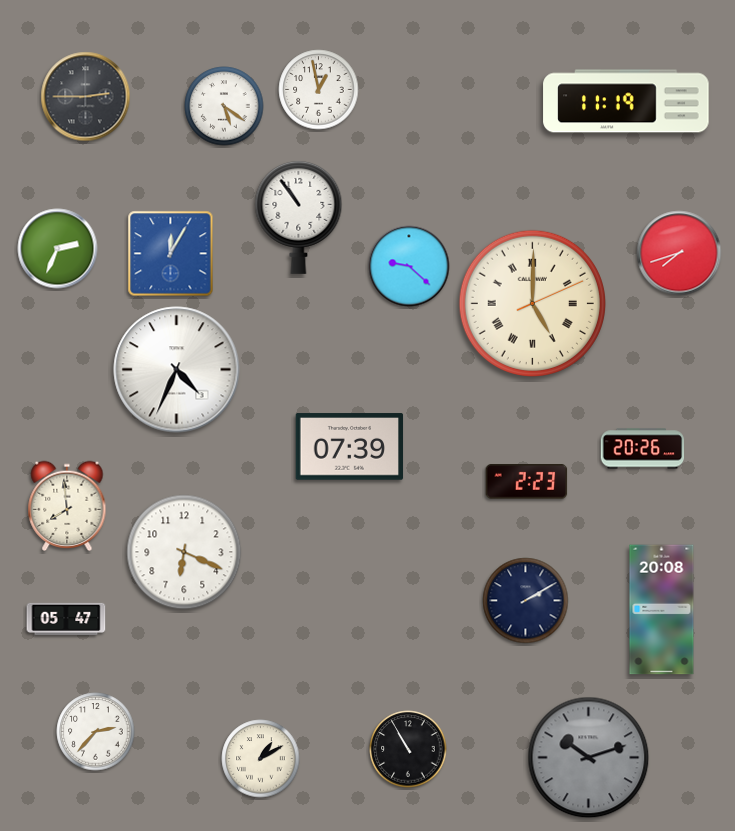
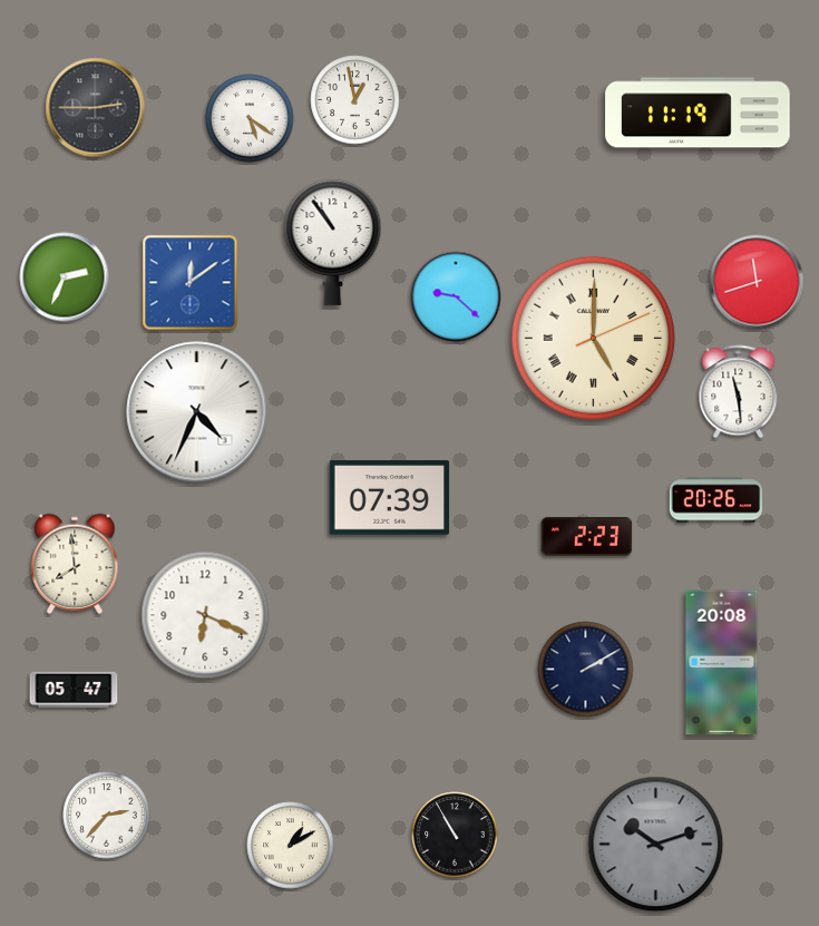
clock at (679, 253): 7:42 -> 11:42
clock at (171, 254): 12:05 -> 12:09
clock at (739, 392): none -> 11:29
clock at (662, 610) position: (662, 610) -> (722, 663)
